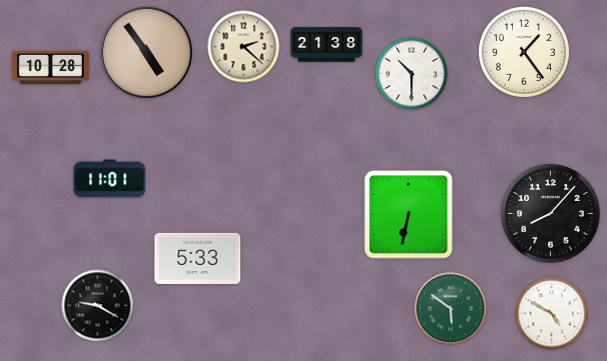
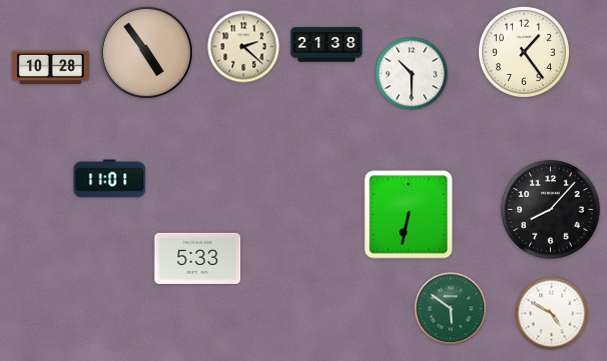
clock at (551, 214) position: (551, 214) -> (551, 210)
clock at (98, 306): 9:20 -> none
